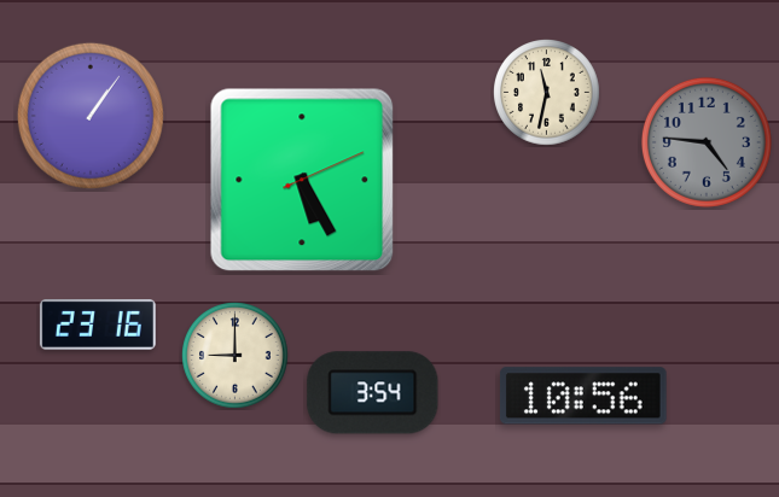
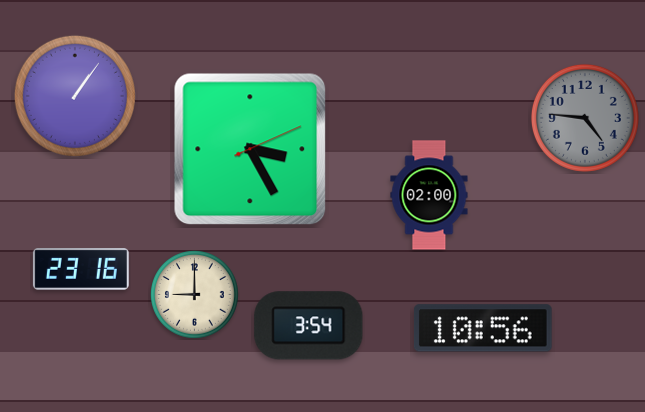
clock at (547, 93): 11:32 -> none
clock at (302, 180): 5:25 -> 3:25
clock at (429, 195): none -> 02:00
